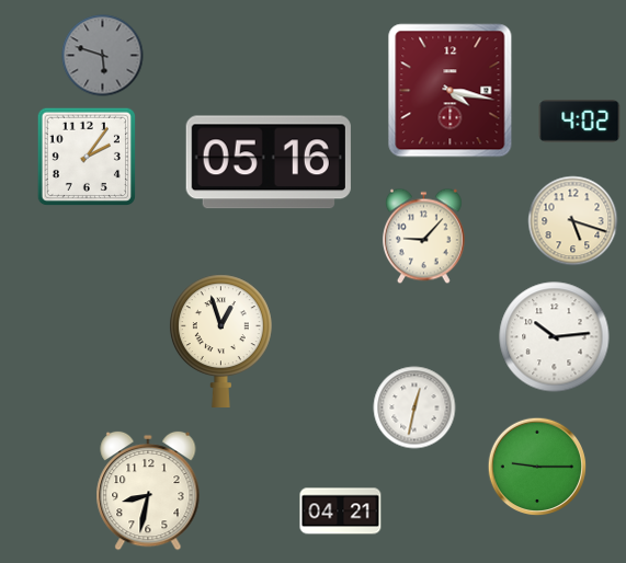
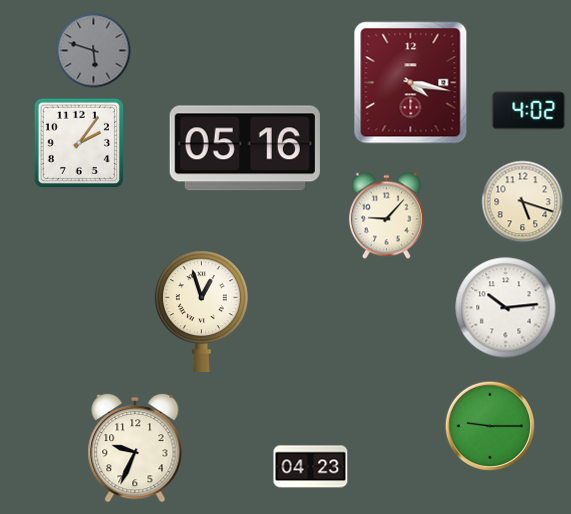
clock at (414, 407): 12:32 -> none
clock at (148, 491): 8:32 -> 9:34
clock at (341, 512): 04:21 -> 04:23
